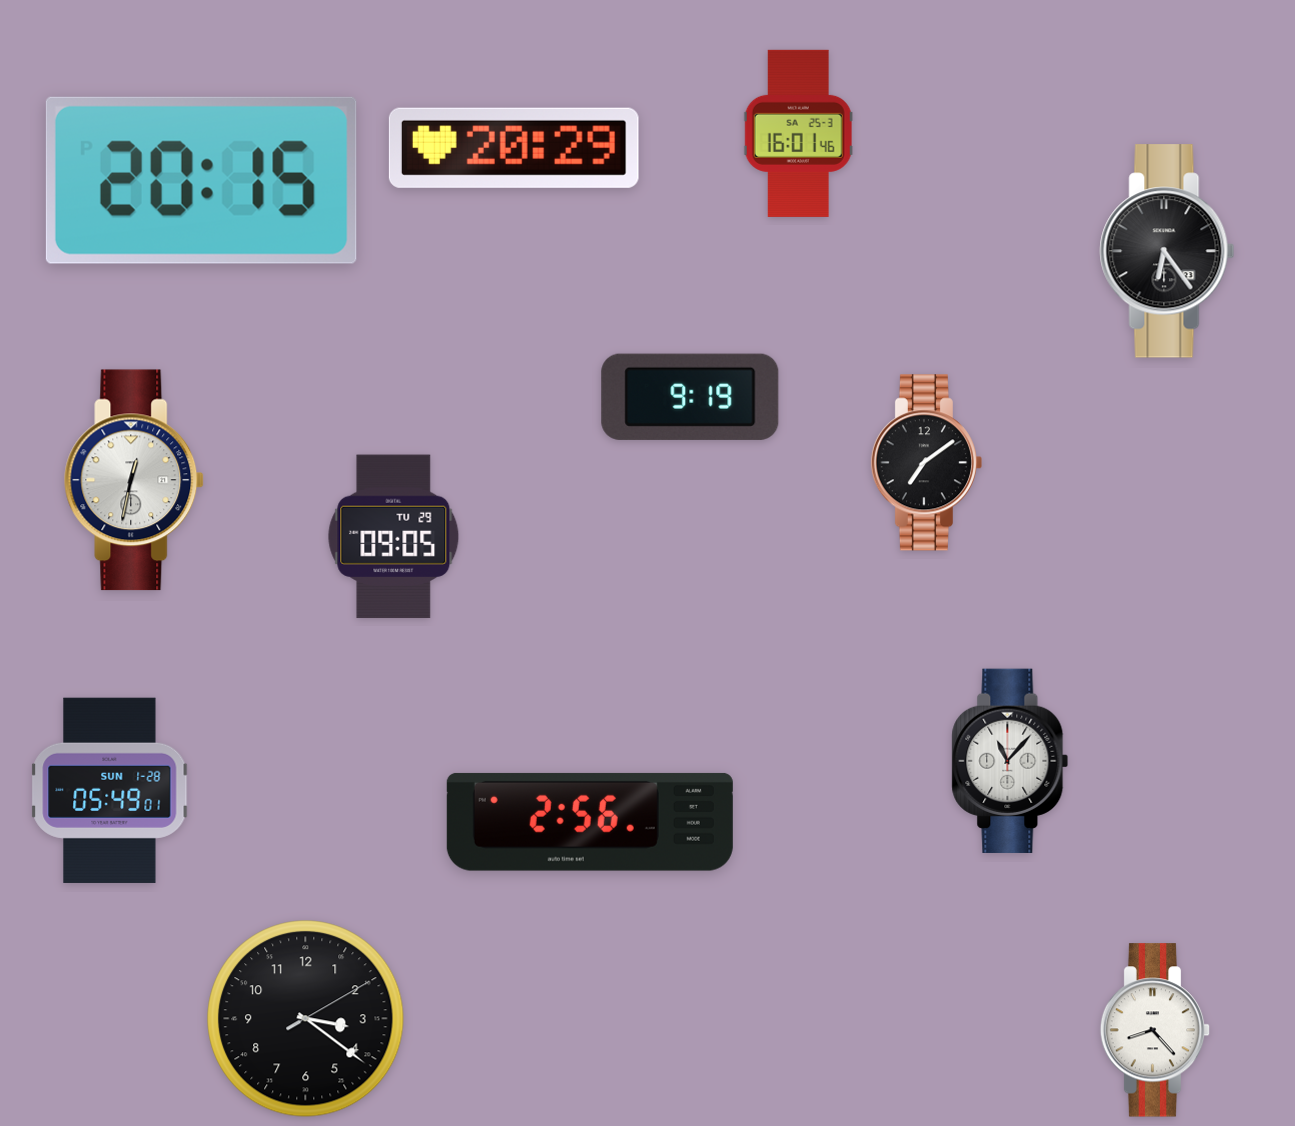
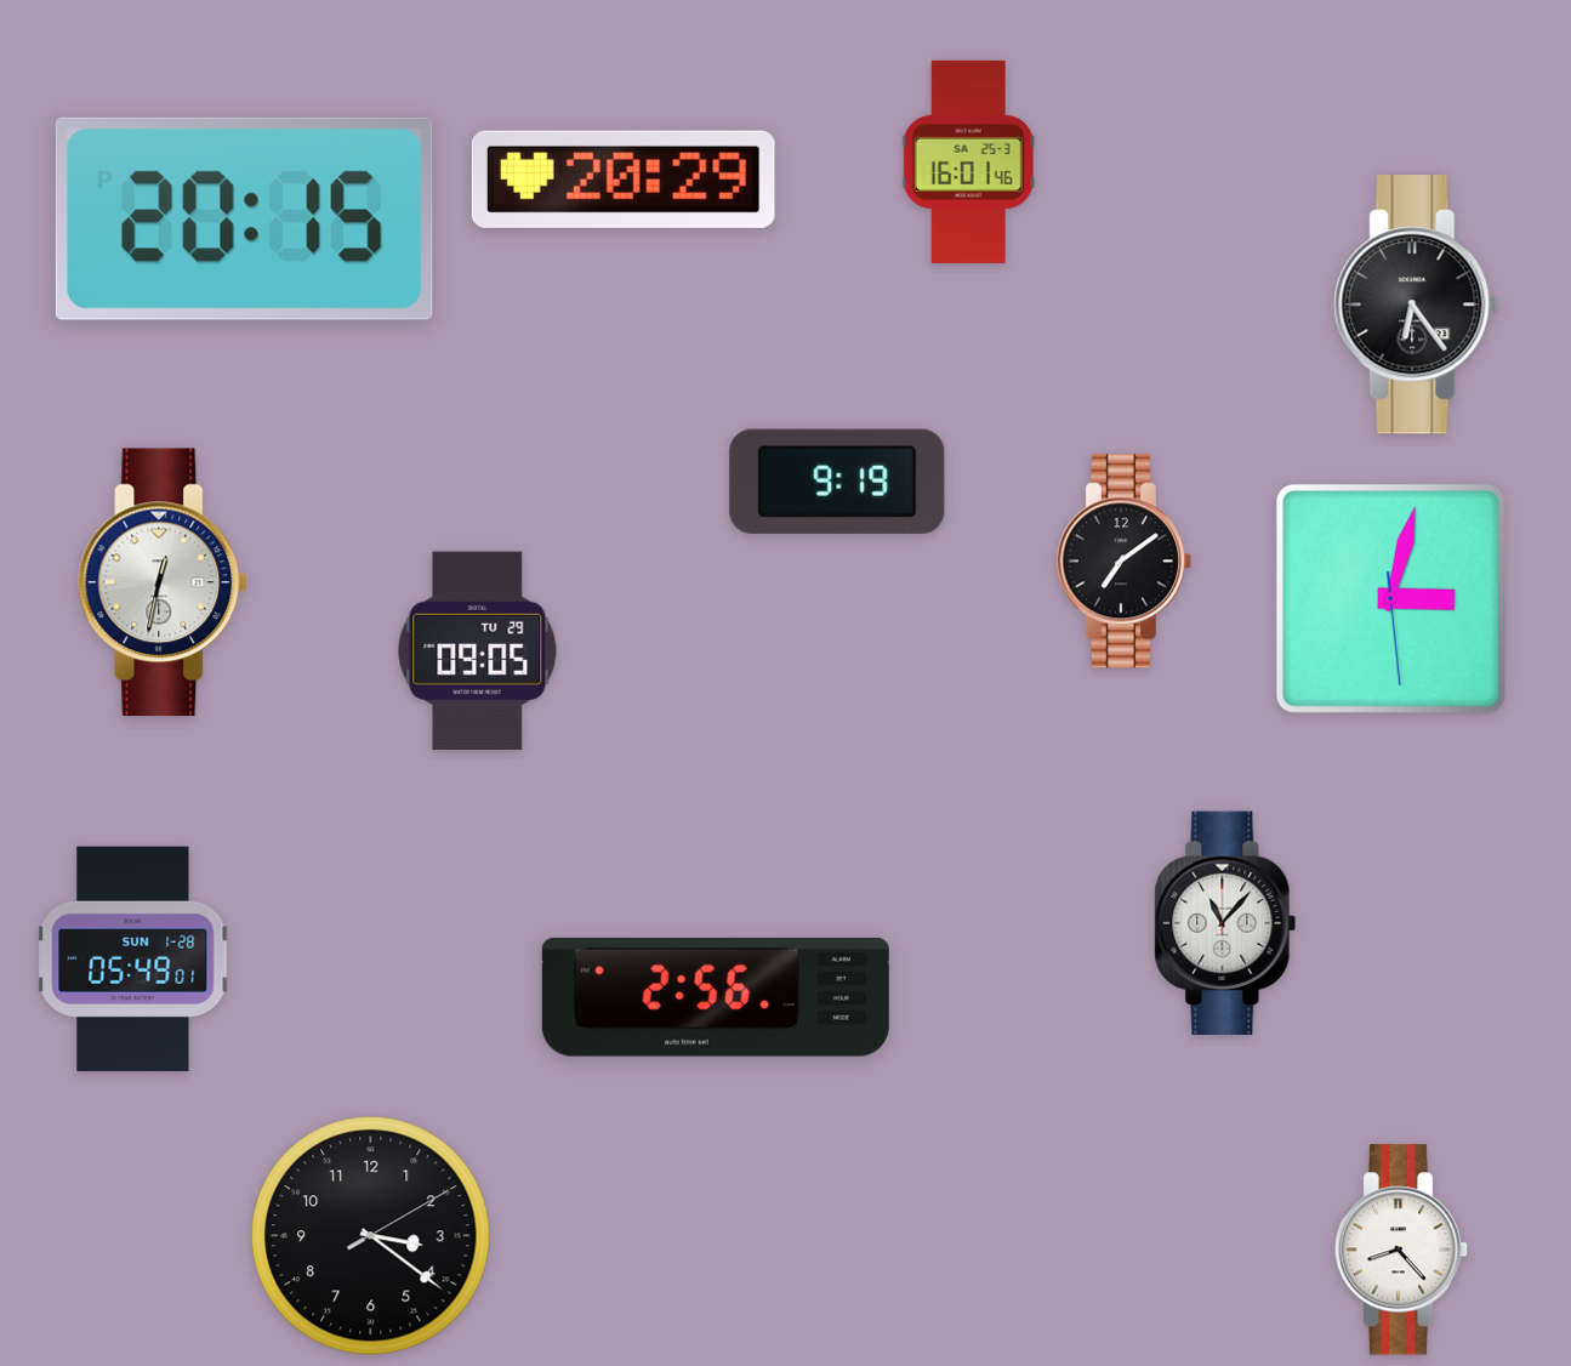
clock at (1390, 598): none -> 3:02
